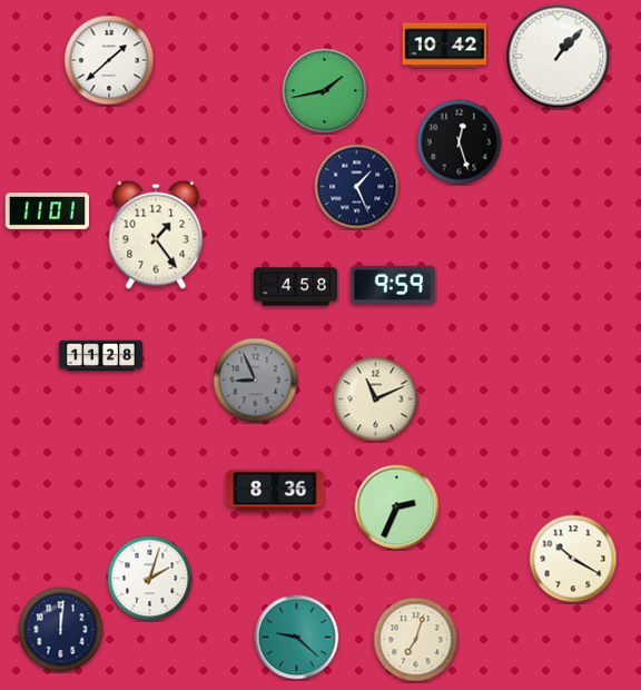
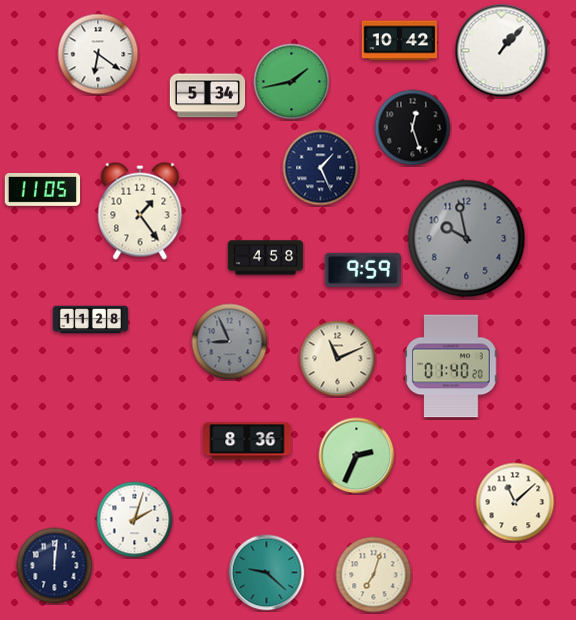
clock at (109, 60): 1:38 -> 6:21
clock at (208, 96): none -> 5:34
clock at (48, 211): 11:01 -> 11:05
clock at (467, 239): none -> 9:58
clock at (393, 285) position: (393, 285) -> (363, 270)
clock at (451, 366): none -> 01:40
clock at (573, 559): 10:20 -> 11:08
